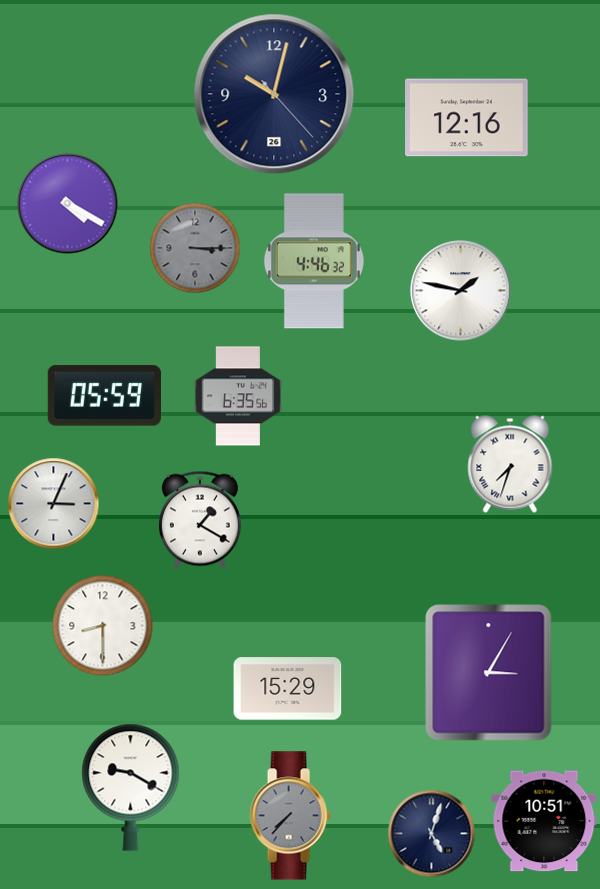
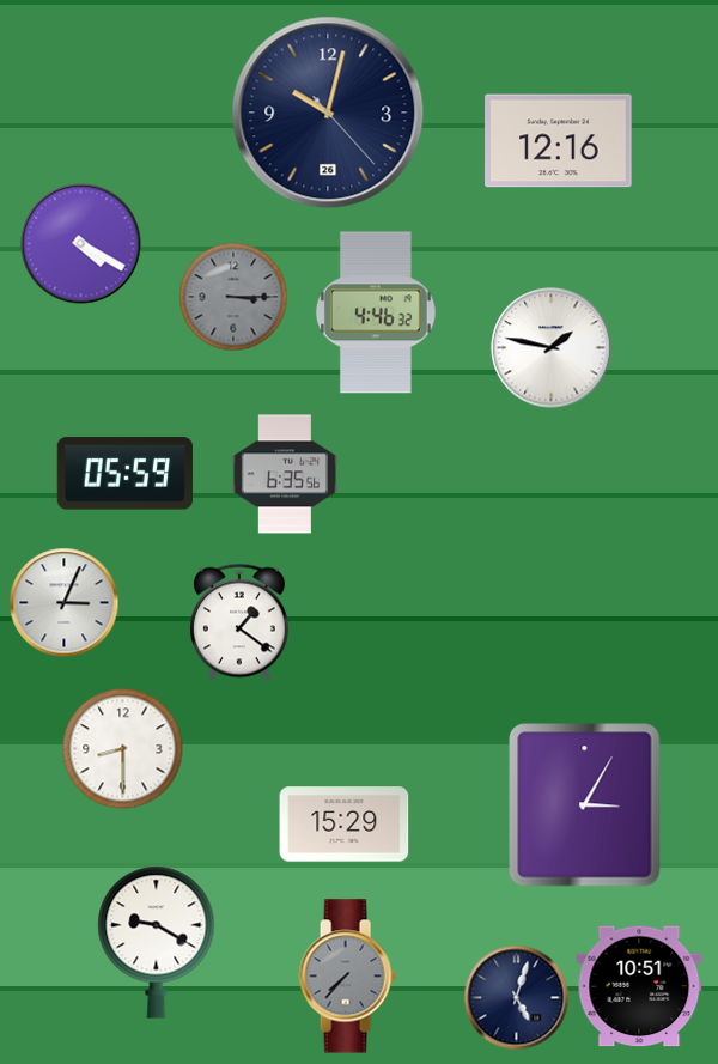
clock at (510, 464): 7:33 -> none
clock at (200, 520): 1:20 -> 1:21
clock at (544, 821) position: (544, 821) -> (639, 986)
